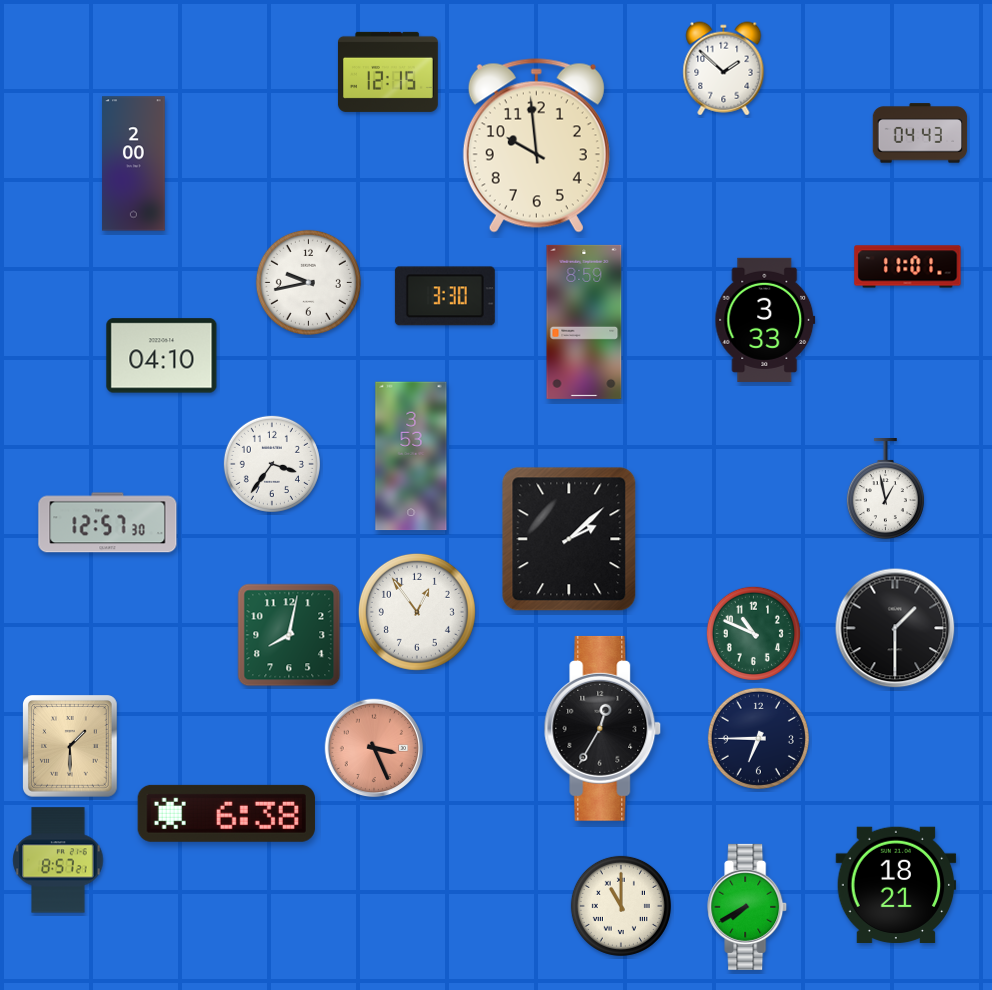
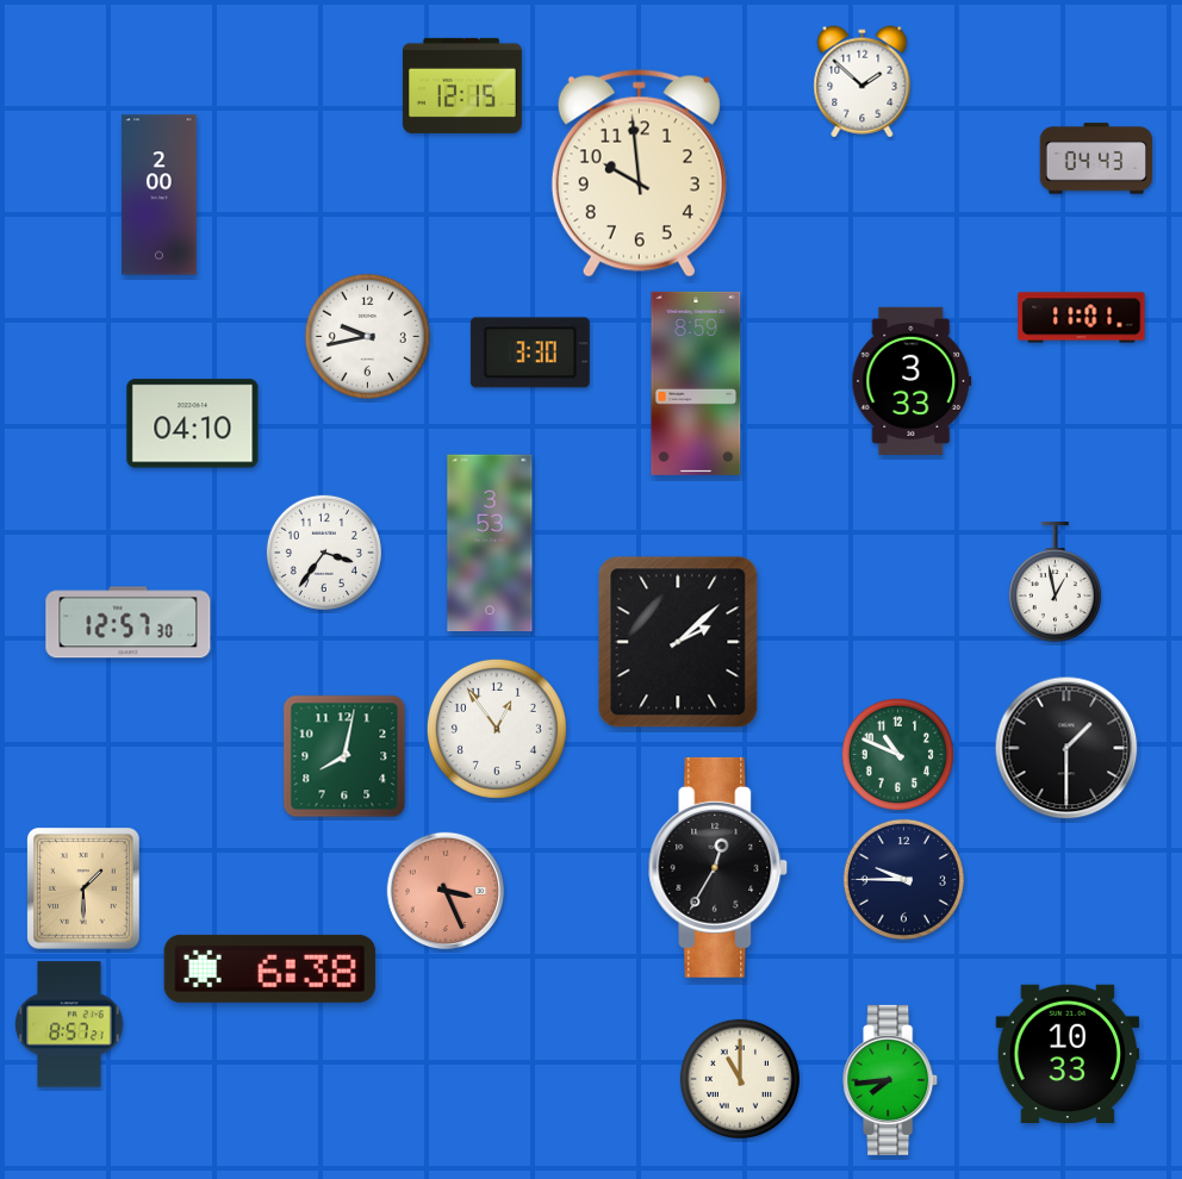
clock at (758, 738): 6:45 -> 9:45
clock at (896, 884): 18:21 -> 10:33
clock at (748, 907): 7:40 -> 7:44
